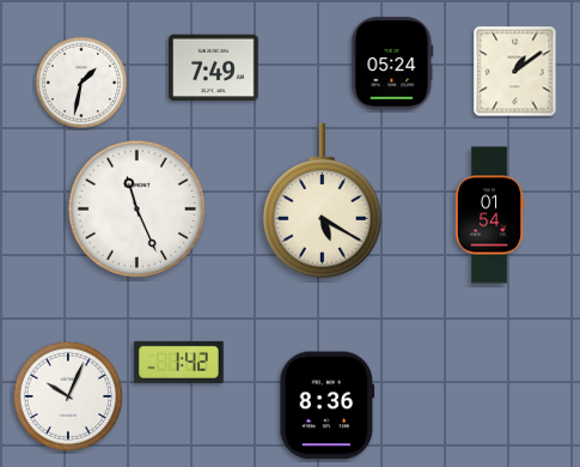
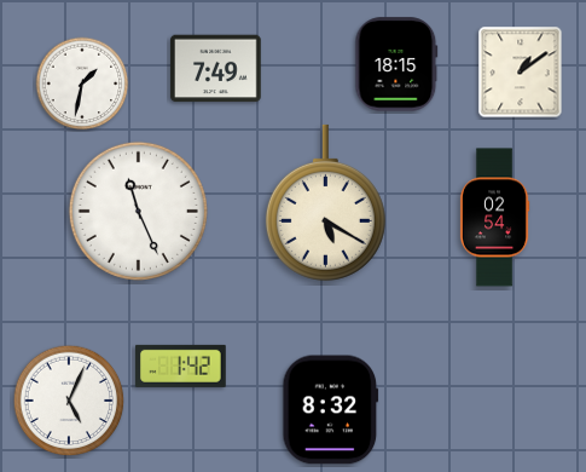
clock at (392, 63): 05:24 -> 18:15
clock at (489, 216): 01:54 -> 02:54
clock at (68, 396): 10:04 -> 5:04
clock at (328, 406): 8:36 -> 8:32
